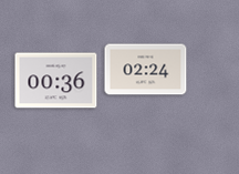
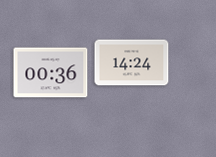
clock at (146, 70): 02:24 -> 14:24
